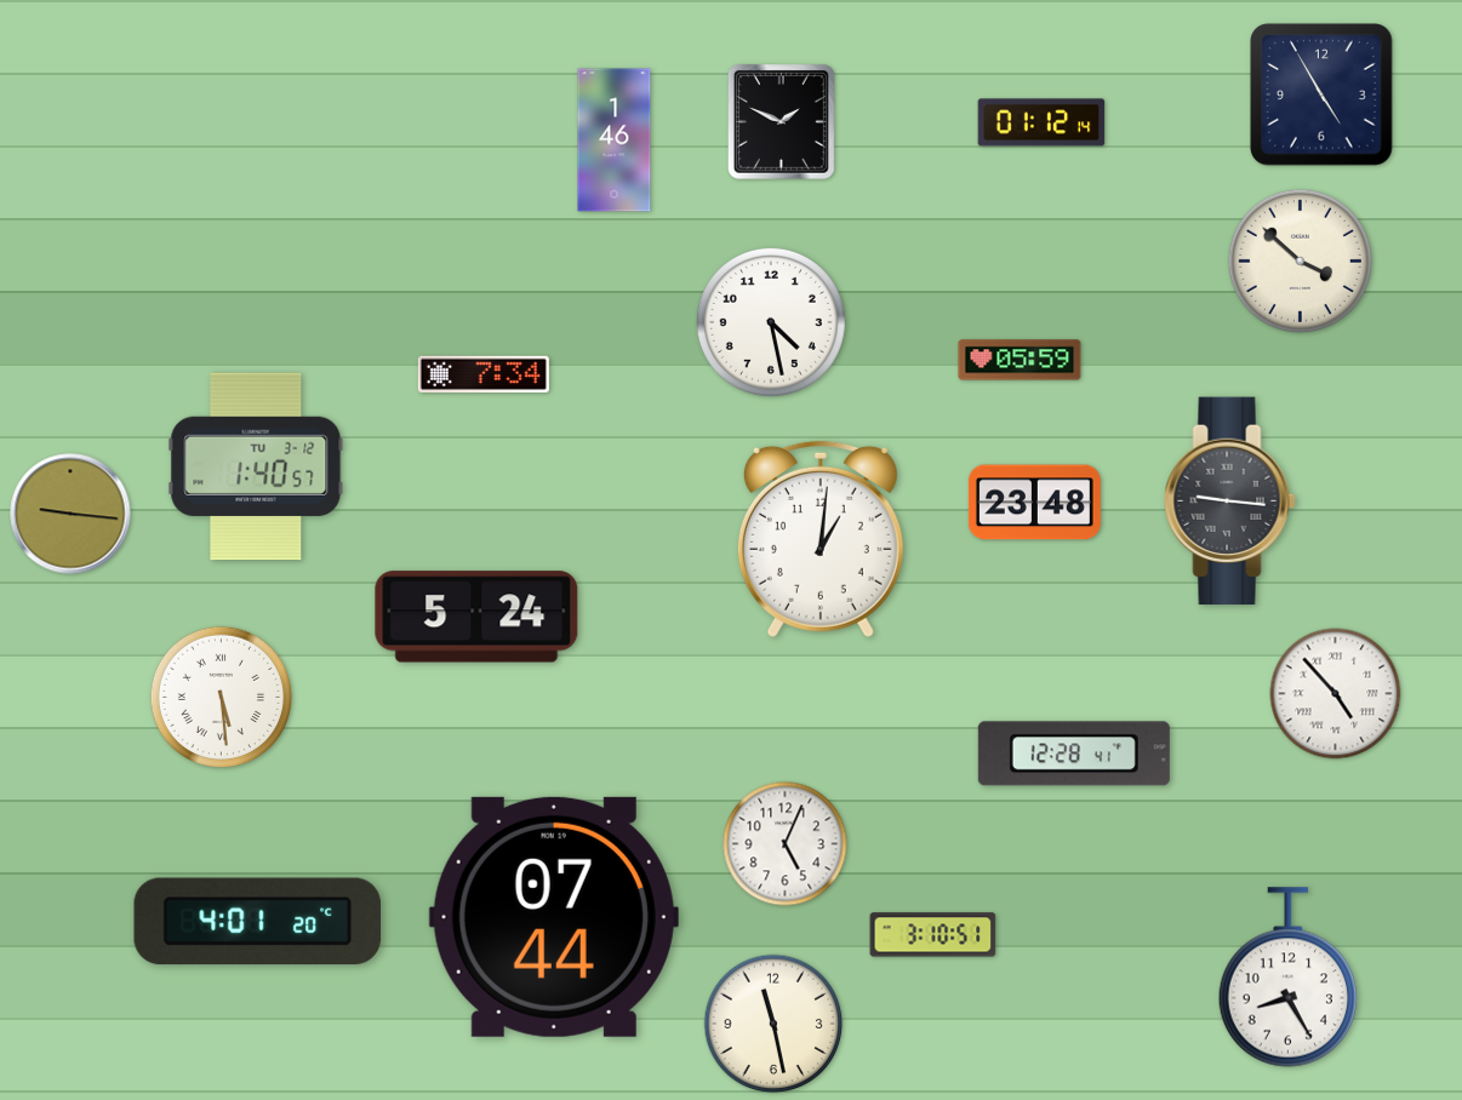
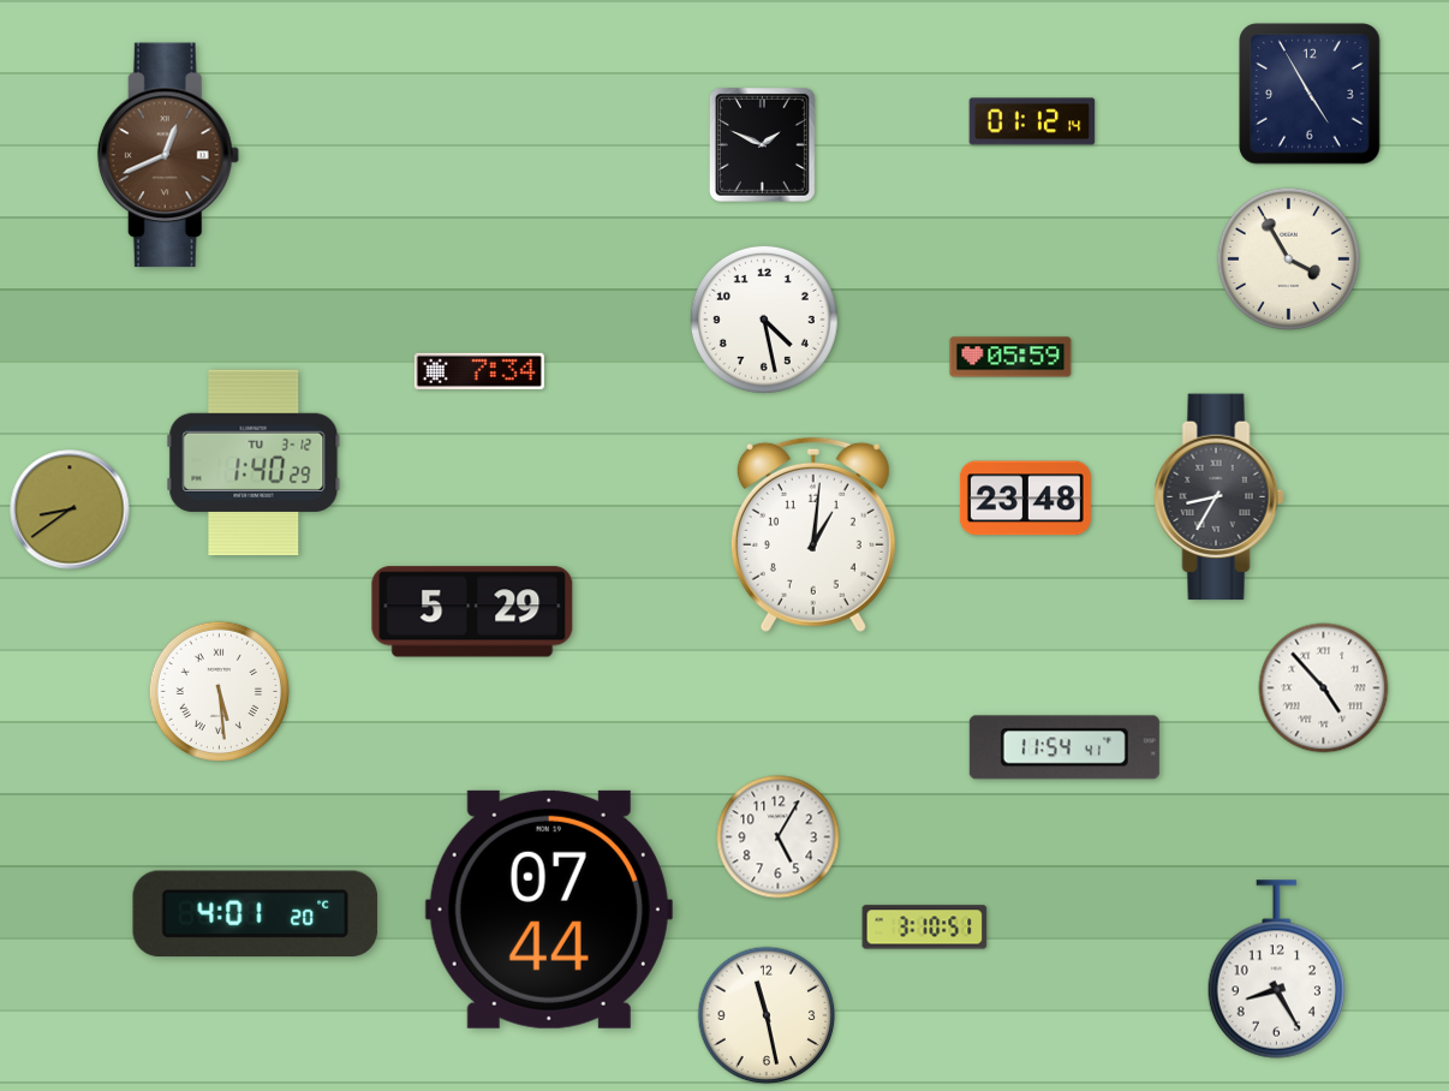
clock at (782, 122) position: (782, 122) -> (763, 145)
clock at (615, 141): 1:46 -> none
clock at (168, 155): none -> 12:41
clock at (1300, 260): 3:52 -> 3:55
clock at (256, 466): 1:40:57 -> 1:40:29
clock at (1230, 502): 9:16 -> 8:35
clock at (70, 514): 9:16 -> 8:39
clock at (476, 617): 5:24 -> 5:29
clock at (1074, 754): 12:28 -> 11:54
clock at (786, 844): 5:04 -> 5:05
